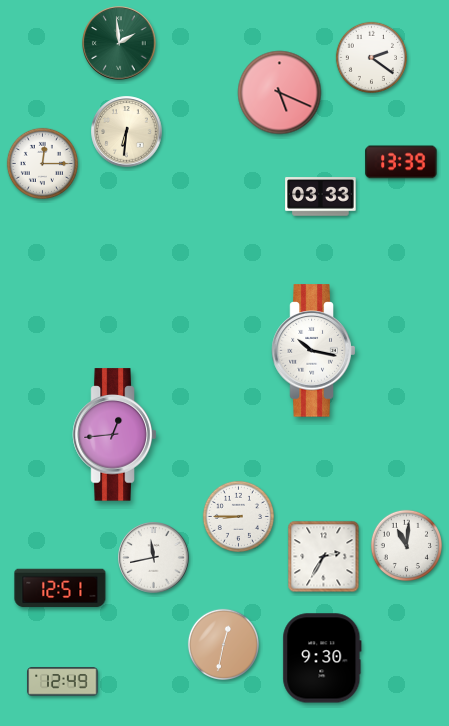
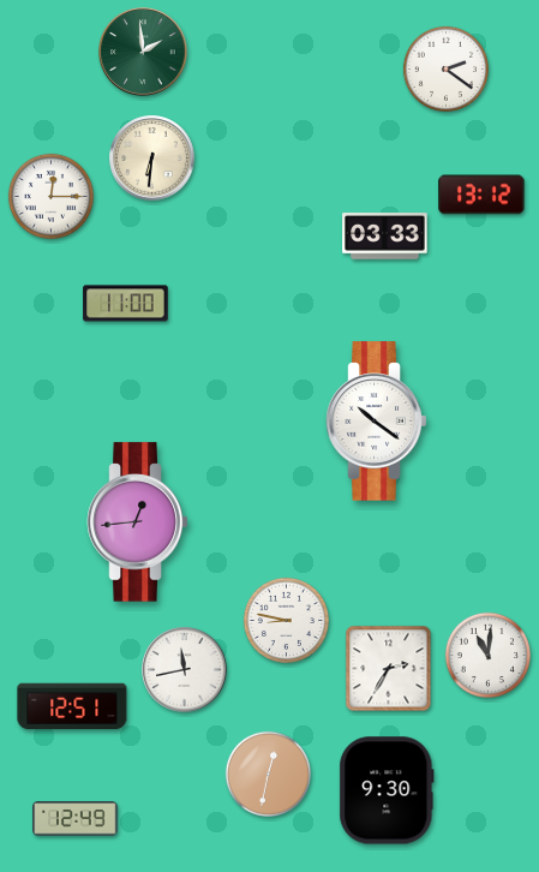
clock at (280, 93): 5:19 -> none
clock at (401, 162): 13:39 -> 13:12
clock at (126, 304): none -> 11:00
clock at (314, 351): 10:17 -> 10:21
clock at (238, 516): 8:45 -> 8:47
